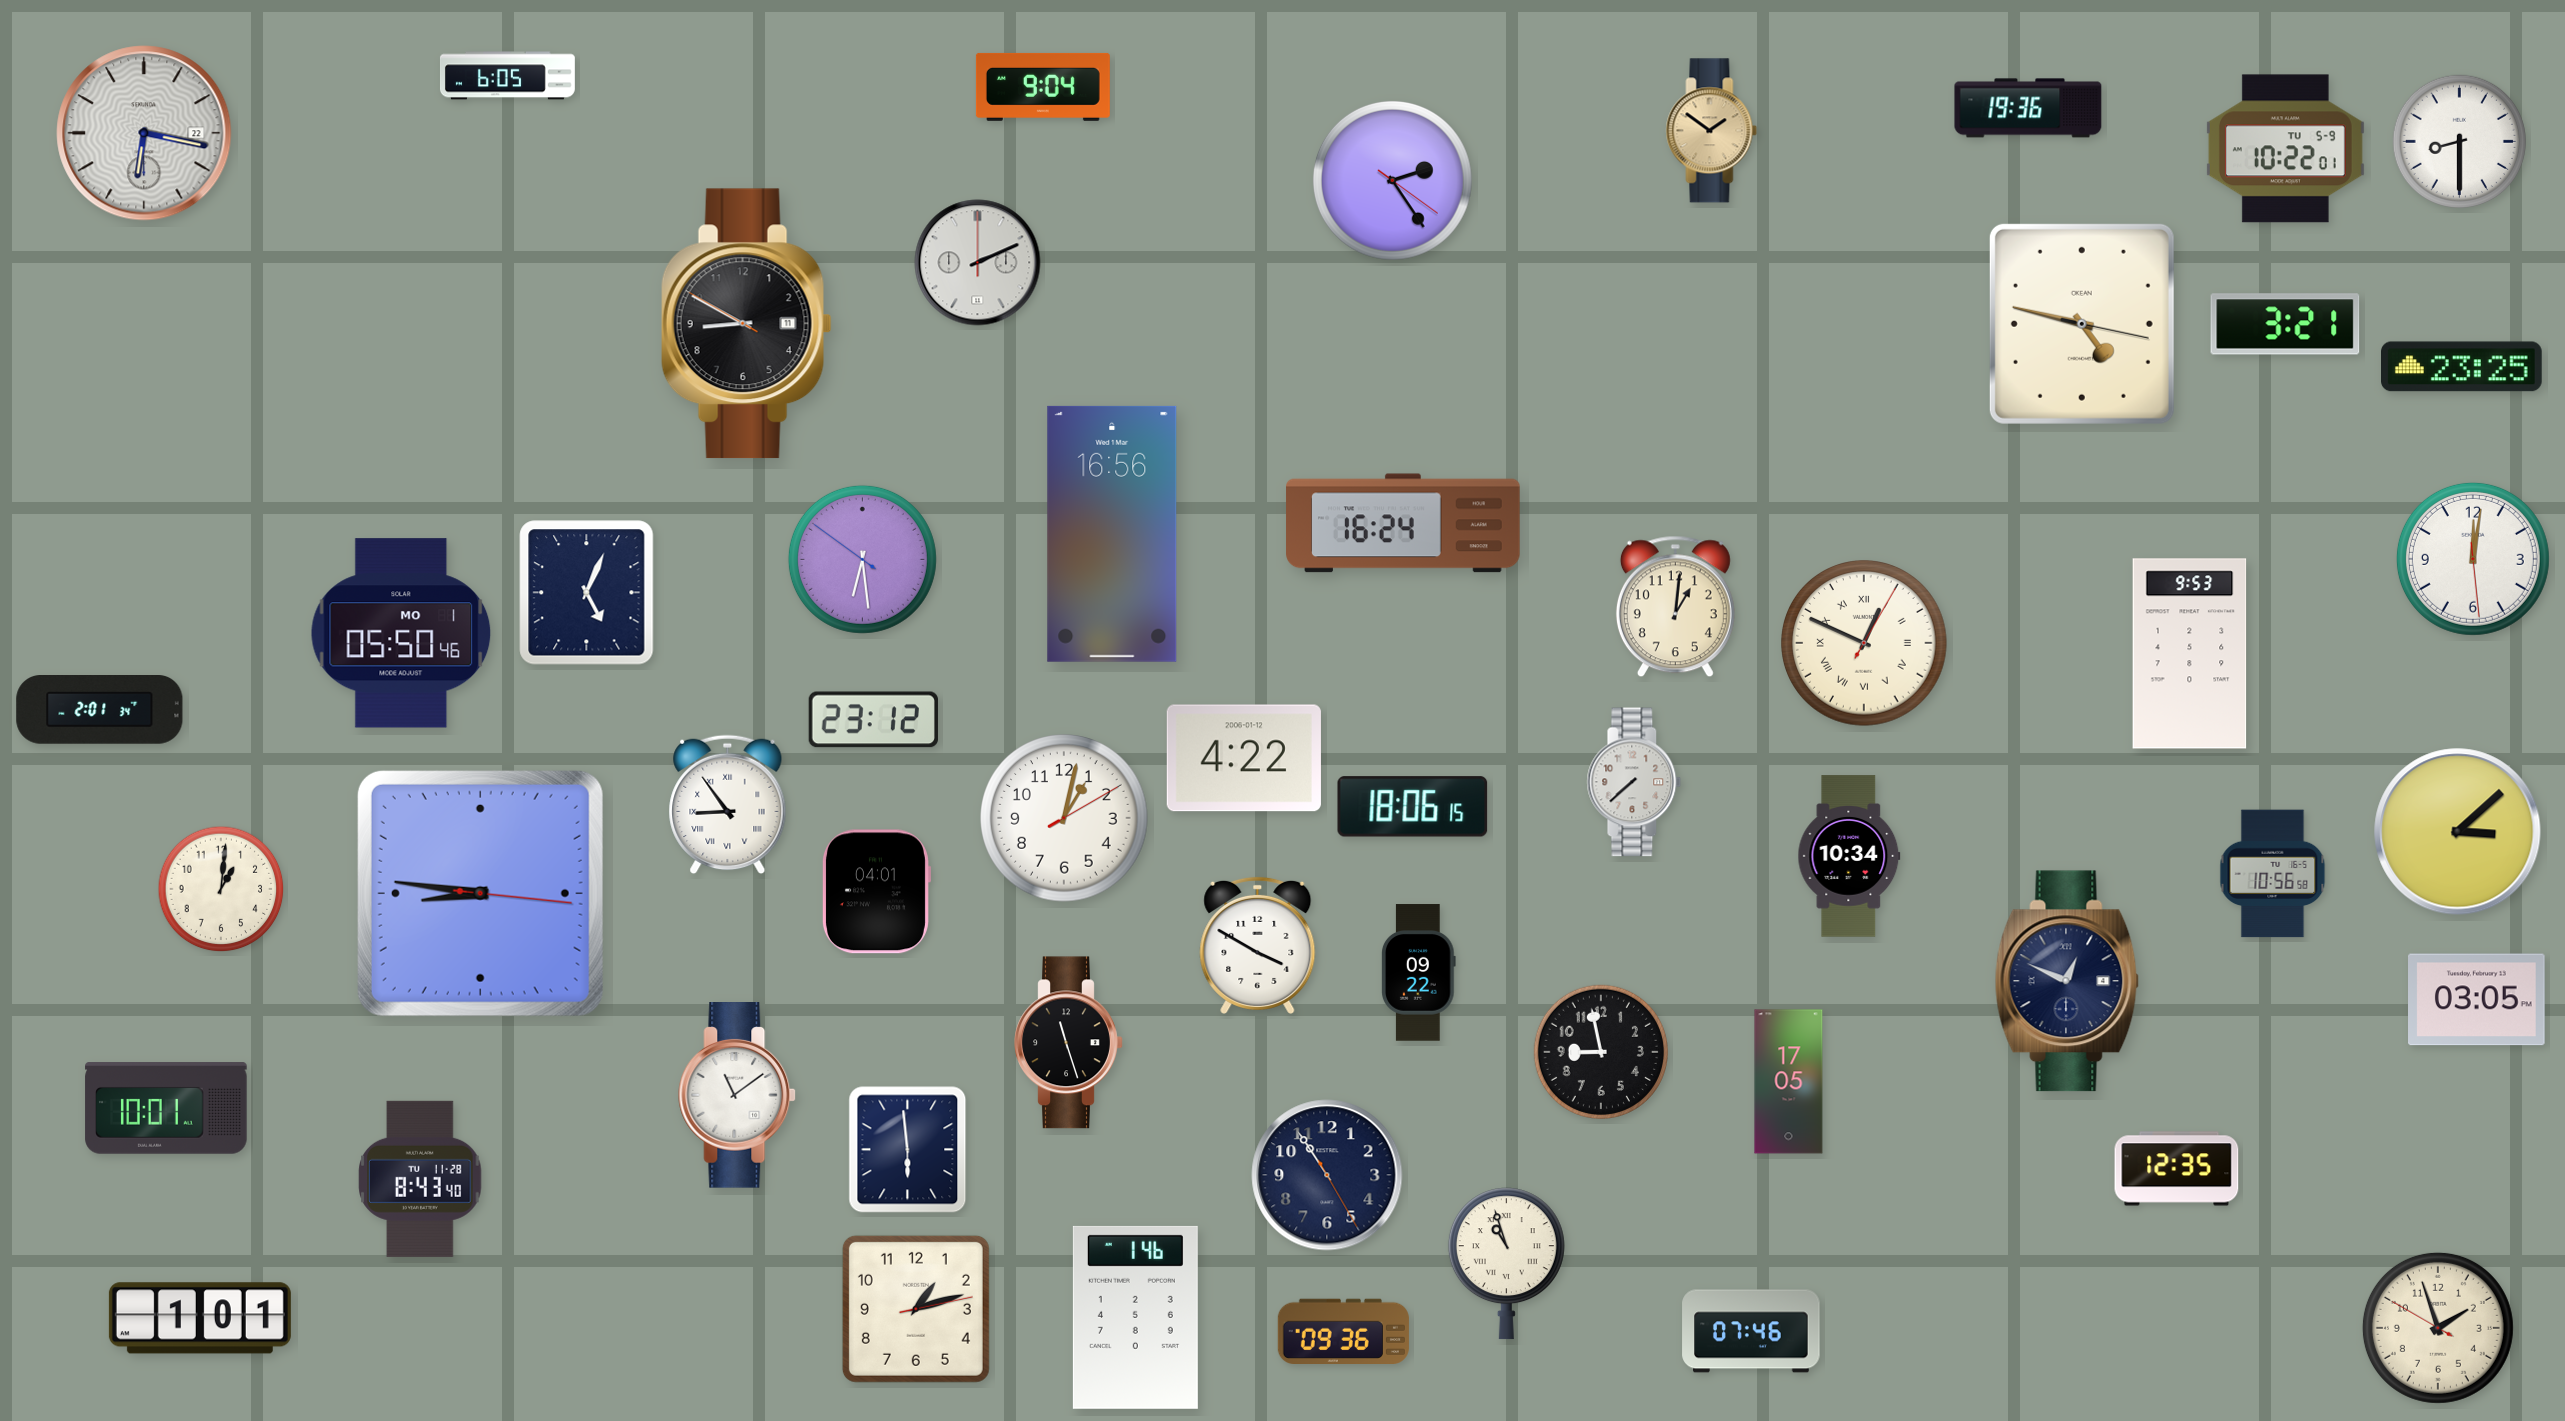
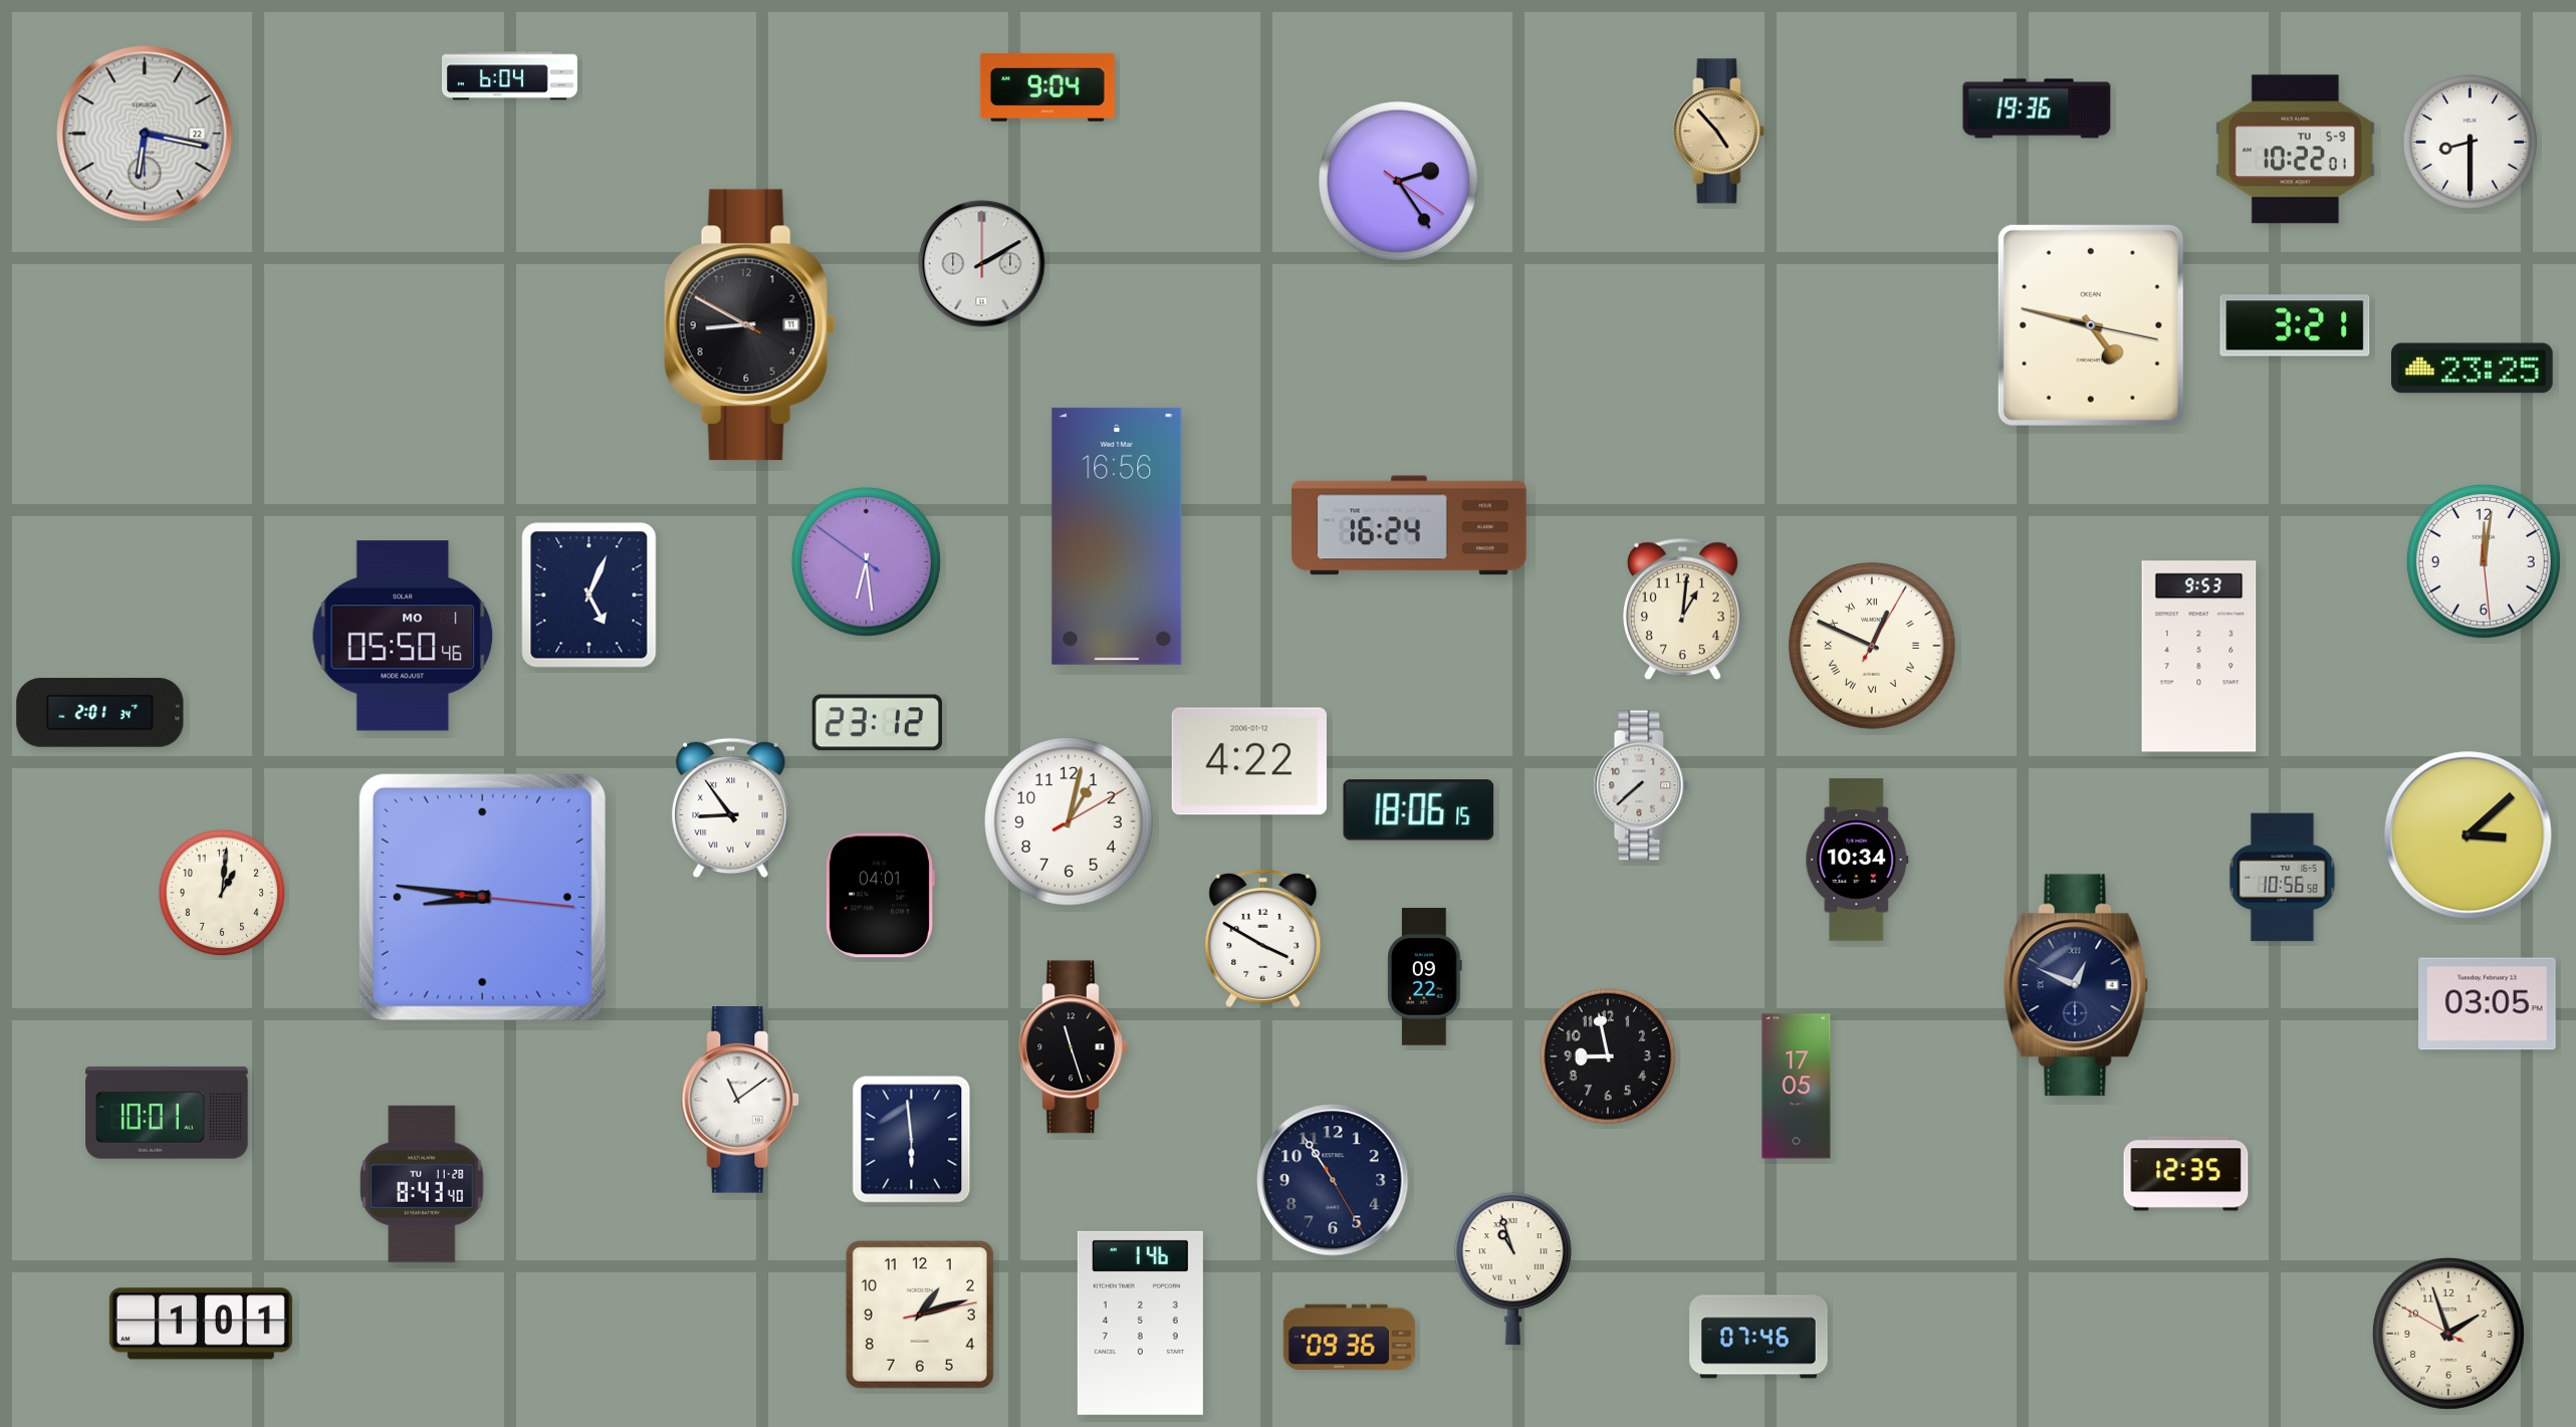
clock at (507, 76): 6:05 -> 6:04
clock at (1712, 131): 1:51 -> 4:53
clock at (978, 263): 2:11 -> 2:10
clock at (1258, 945) position: (1258, 945) -> (1263, 938)
clock at (908, 1150) position: (908, 1150) -> (912, 1140)
